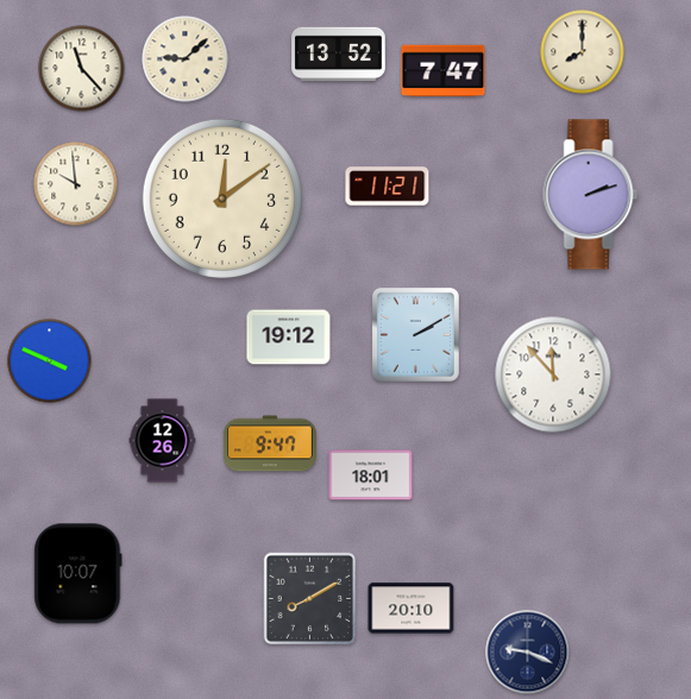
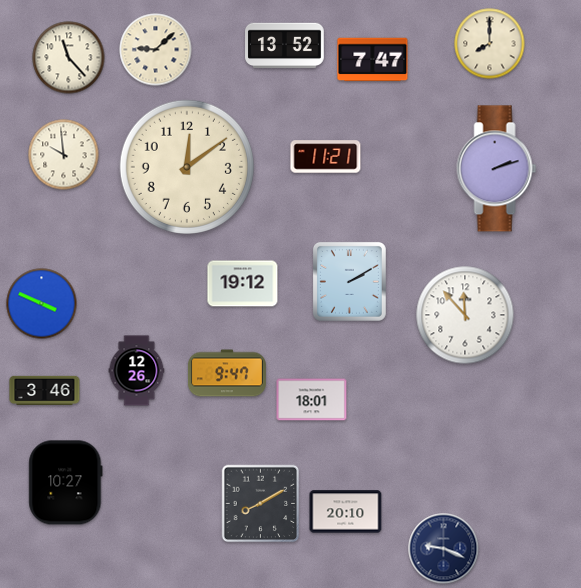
clock at (591, 195) position: (591, 195) -> (497, 169)
clock at (45, 390): none -> 3:46
clock at (78, 574): 10:07 -> 10:27
